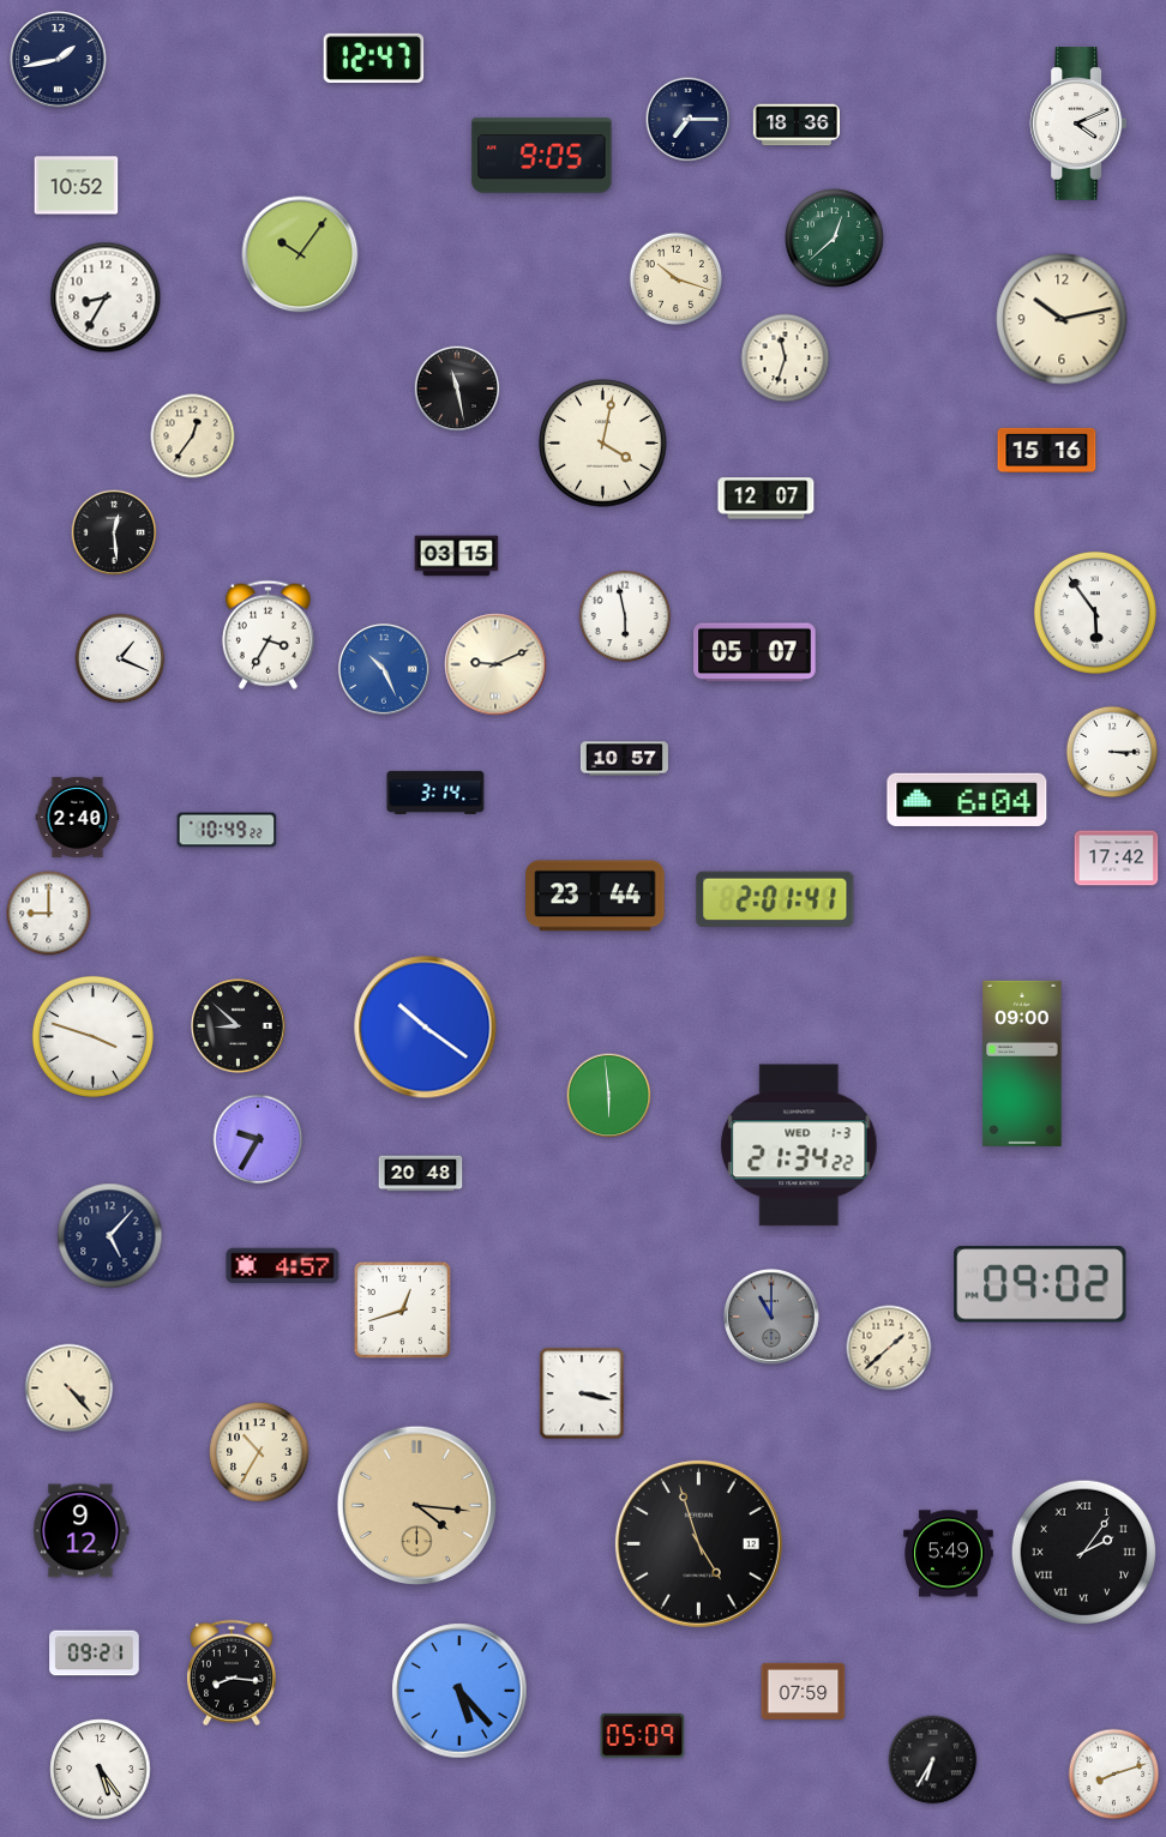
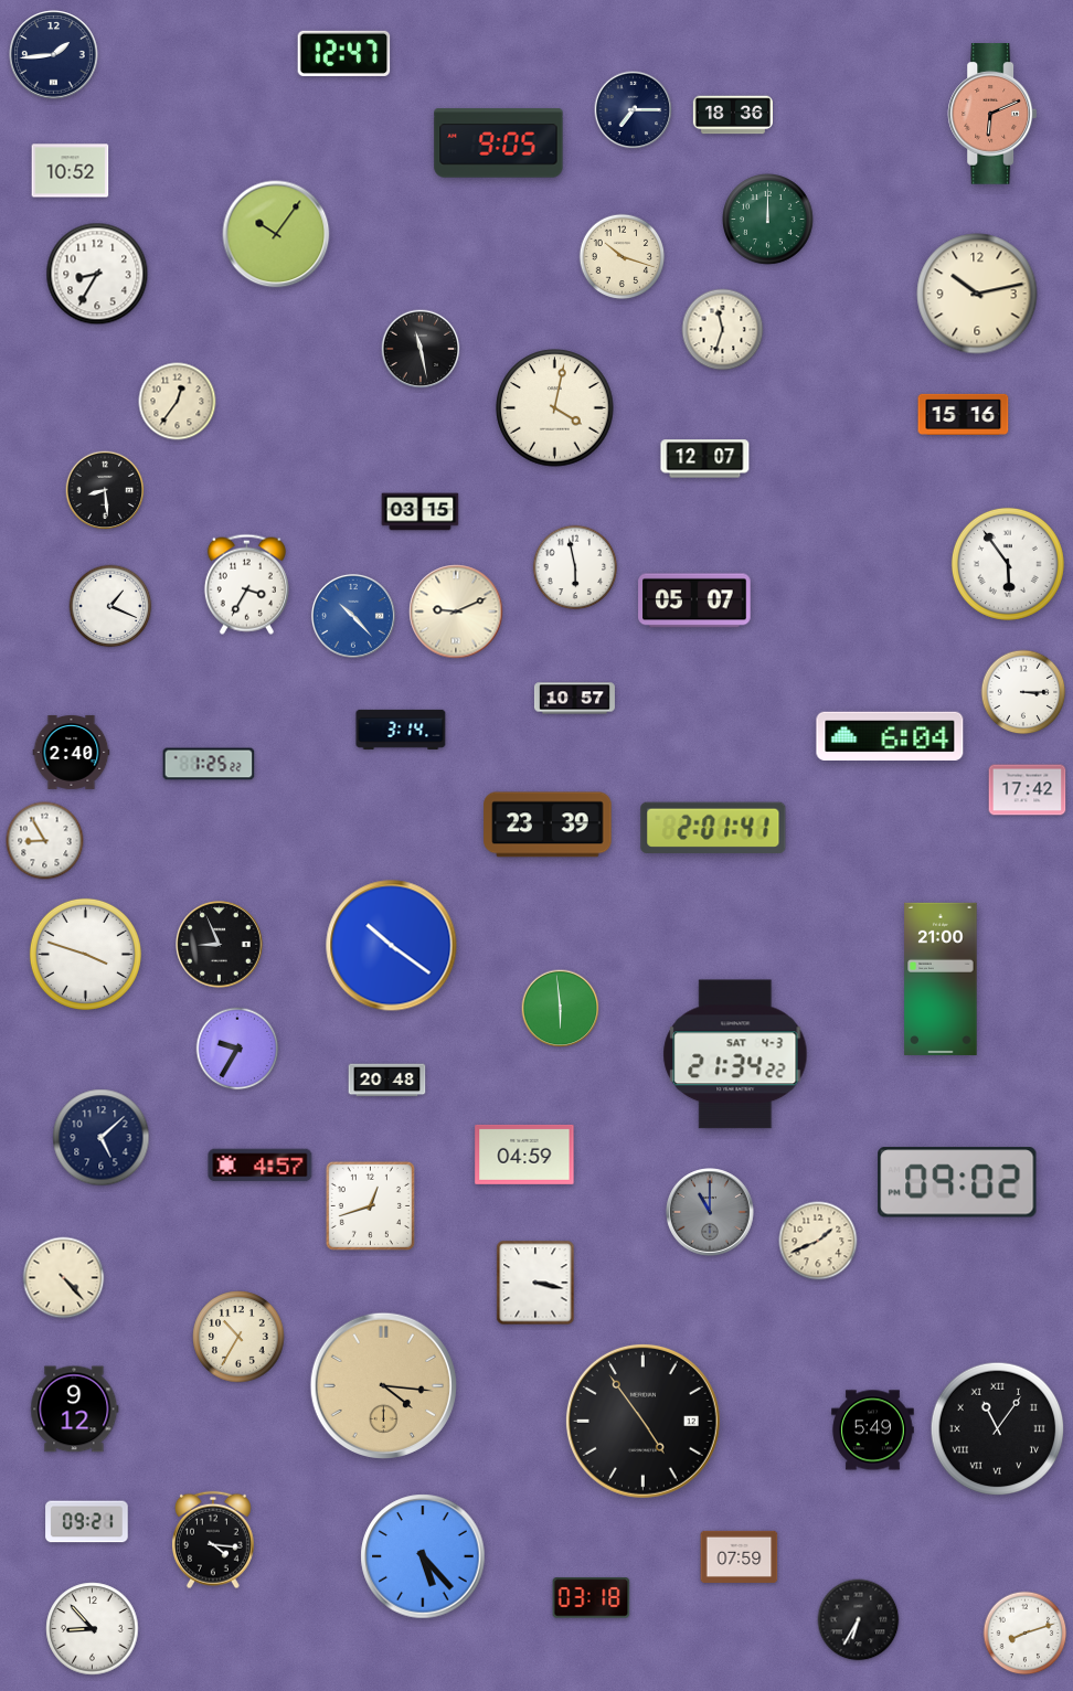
clock at (59, 60): 1:43 -> 1:44
clock at (1078, 124): 4:11 -> 6:11
clock at (1078, 124) dial: white -> salmon
clock at (835, 239): 12:38 -> 12:00
clock at (457, 389) position: (457, 389) -> (421, 349)
clock at (114, 532): 12:29 -> 8:29
clock at (384, 669): 10:26 -> 10:23
clock at (227, 830): 10:49 -> 1:25
clock at (595, 896): 23:44 -> 23:39
clock at (49, 914): 9:00 -> 8:55
clock at (239, 1026): 8:52 -> 8:56
clock at (1022, 1064): 09:00 -> 21:00
clock at (799, 1145) date: WED 1-3 -> SAT 4-3
clock at (110, 1236): 5:07 -> 5:08
clock at (524, 1155): none -> 04:59
clock at (889, 1348): 1:38 -> 1:41
clock at (698, 1543): 4:57 -> 4:54
clock at (1084, 1553): 2:06 -> 11:06
clock at (232, 1673): 8:16 -> 4:16
clock at (643, 1736): 05:09 -> 03:18
clock at (101, 1770): 5:24 -> 8:53
